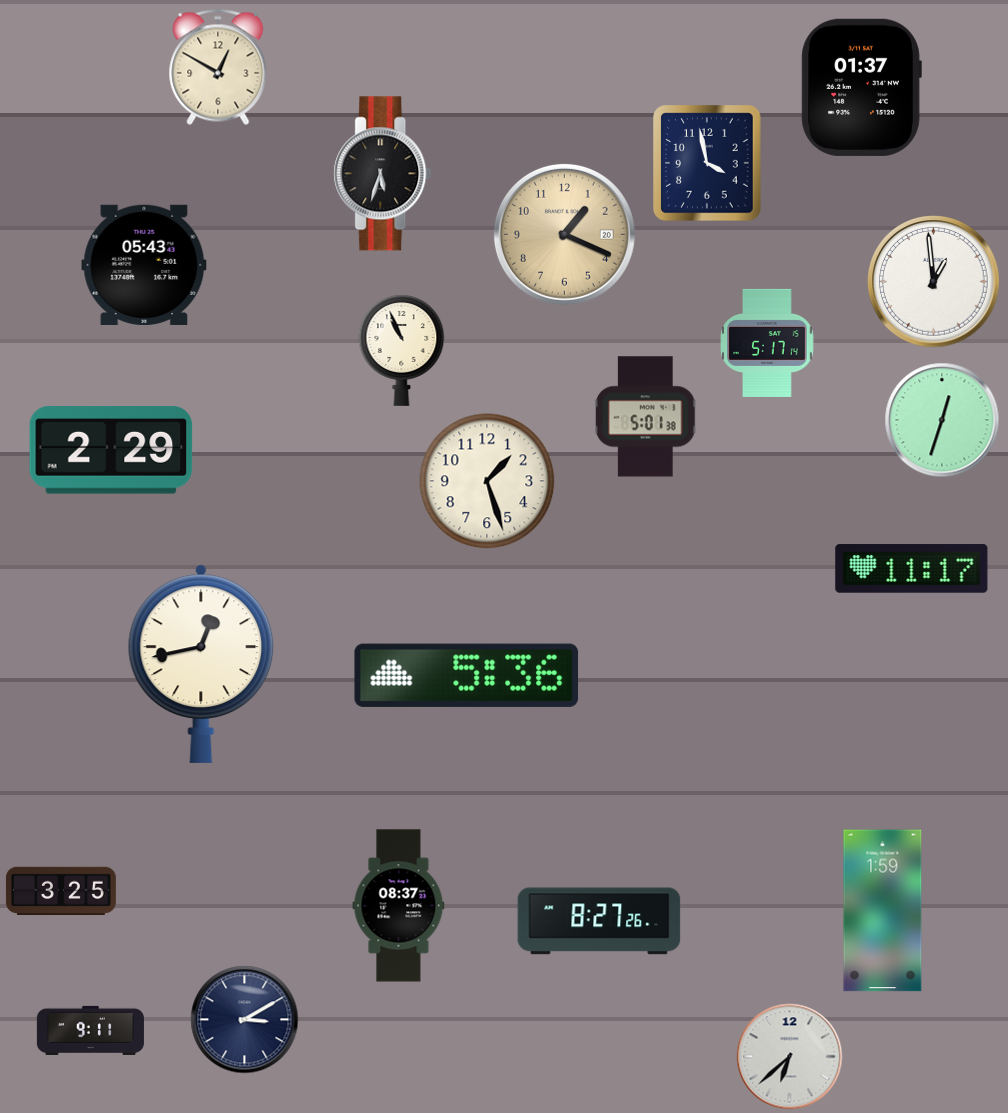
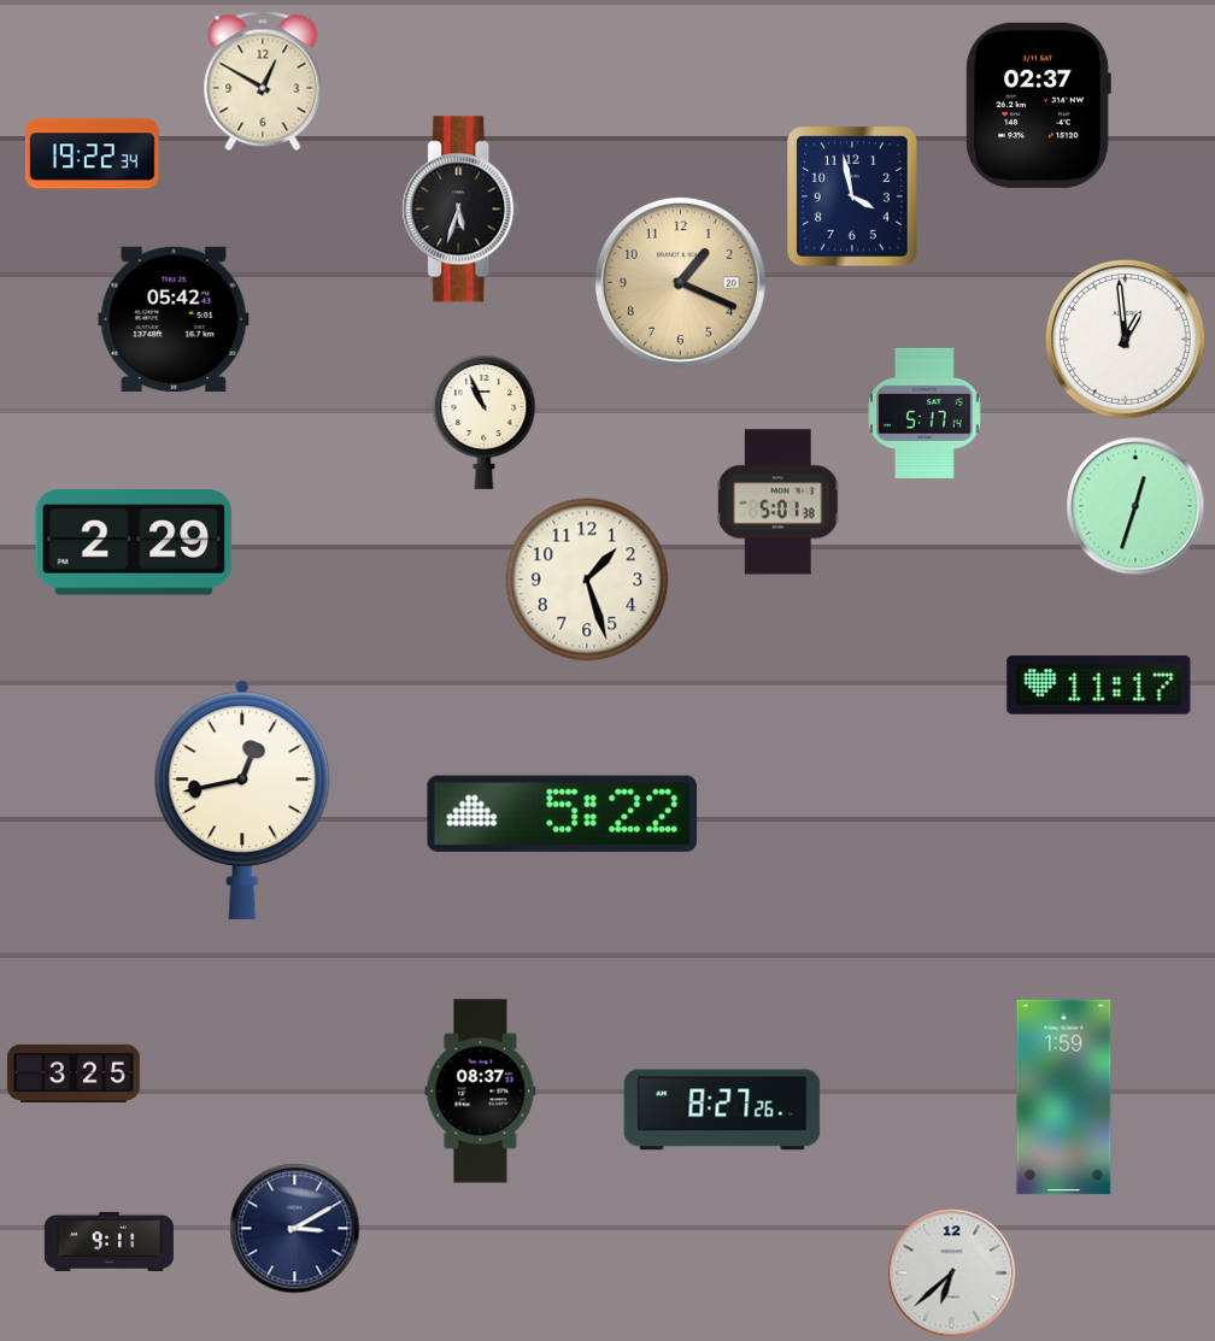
clock at (861, 87): 01:37 -> 02:37
clock at (92, 154): none -> 19:22
clock at (144, 265): 05:43 -> 05:42
clock at (467, 675): 5:36 -> 5:22
